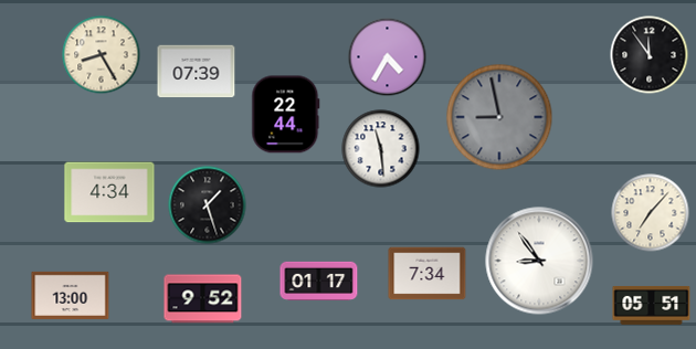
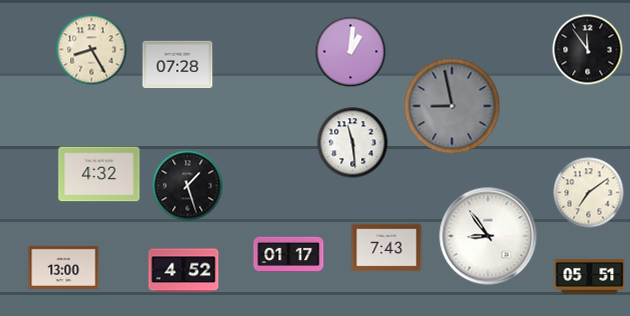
clock at (388, 57): 4:35 -> 1:01
clock at (197, 72): 07:39 -> 07:28
clock at (286, 115): 22:44 -> none
clock at (381, 149) position: (381, 149) -> (353, 143)
clock at (109, 192): 4:34 -> 4:32
clock at (651, 213): 7:07 -> 7:09
clock at (428, 274): 7:34 -> 7:43
clock at (203, 299): 9:52 -> 4:52
